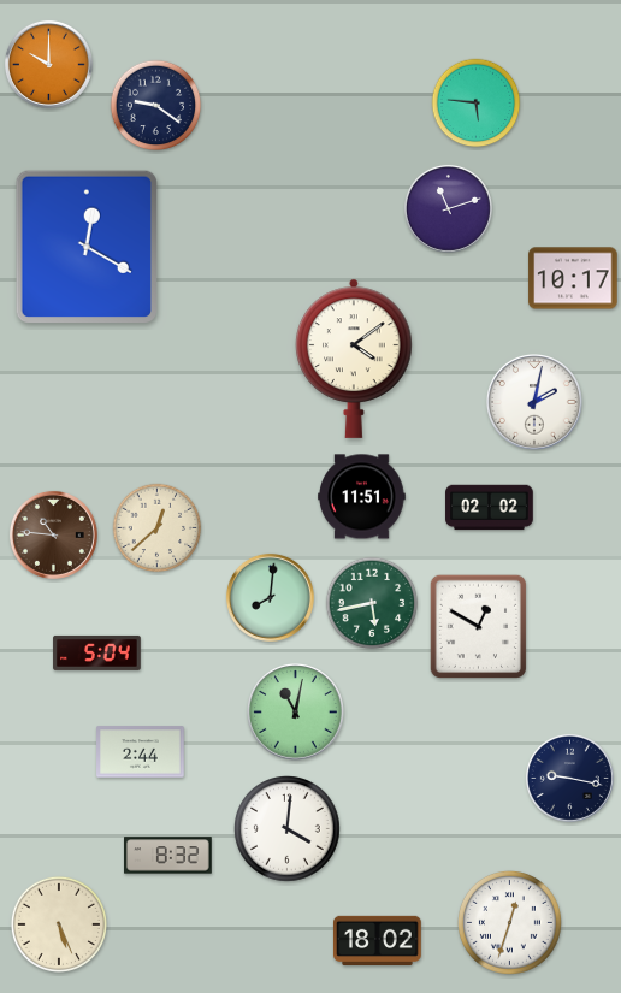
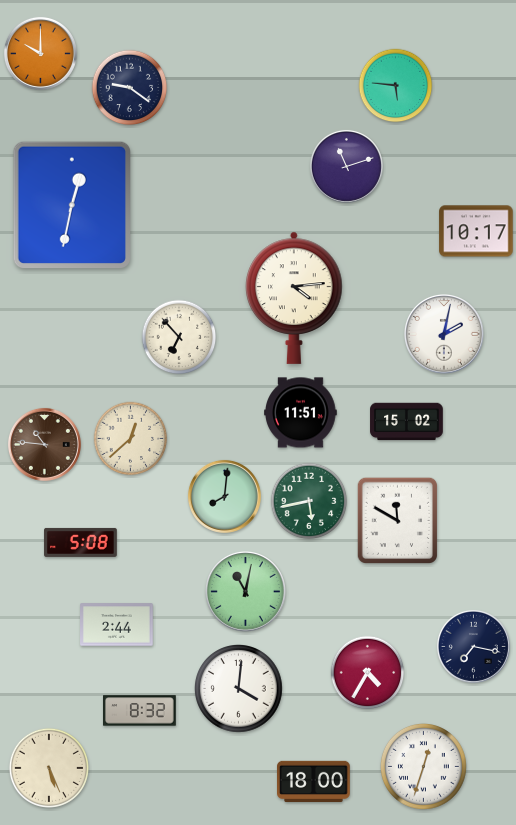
clock at (448, 208) position: (448, 208) -> (346, 166)
clock at (85, 247): 12:20 -> 12:32
clock at (354, 359): 4:09 -> 4:14
clock at (179, 337): none -> 6:53
clock at (490, 508): 02:02 -> 15:02
clock at (478, 626): 12:50 -> 11:50
clock at (97, 652): 5:04 -> 5:08
clock at (569, 778): 9:17 -> 7:17
clock at (368, 673): none -> 4:35
clock at (378, 940): 18:02 -> 18:00
